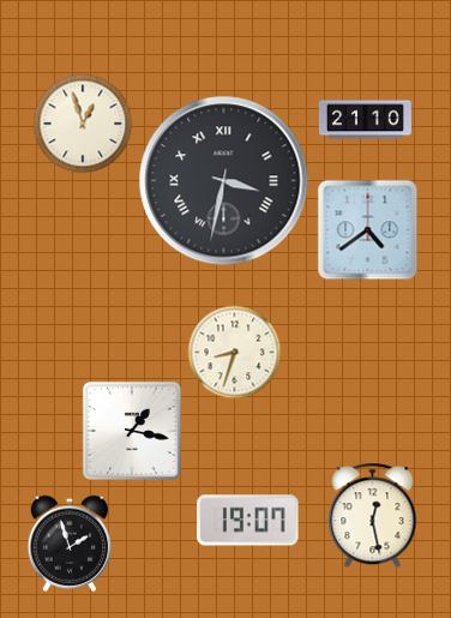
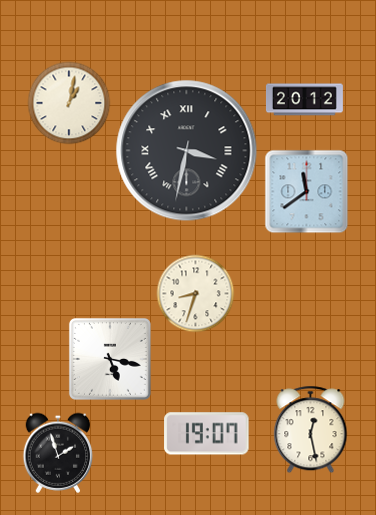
clock at (365, 120): 21:10 -> 20:12
clock at (83, 124): 12:57 -> 1:02
clock at (367, 229): 4:39 -> 11:39
clock at (132, 431): 1:17 -> 5:17
